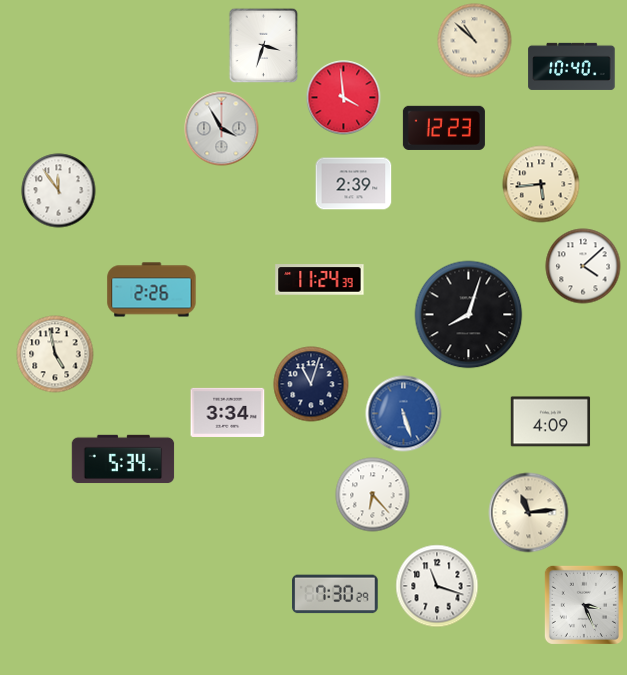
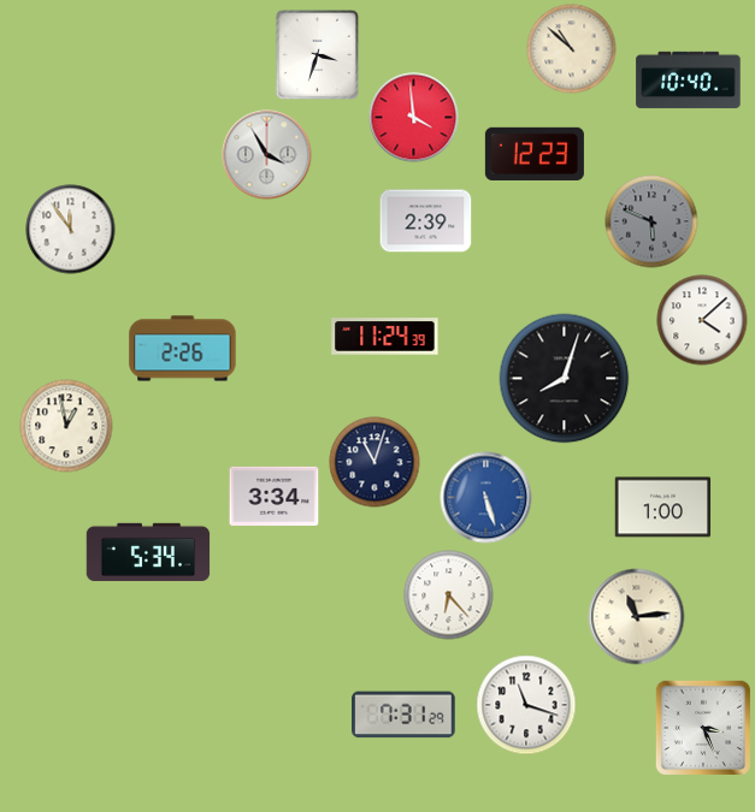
clock at (541, 184): 5:44 -> 5:49
clock at (541, 184) dial: cream -> grey
clock at (55, 354): 4:58 -> 12:58
clock at (551, 422): 4:09 -> 1:00
clock at (335, 594): 7:30 -> 7:31
